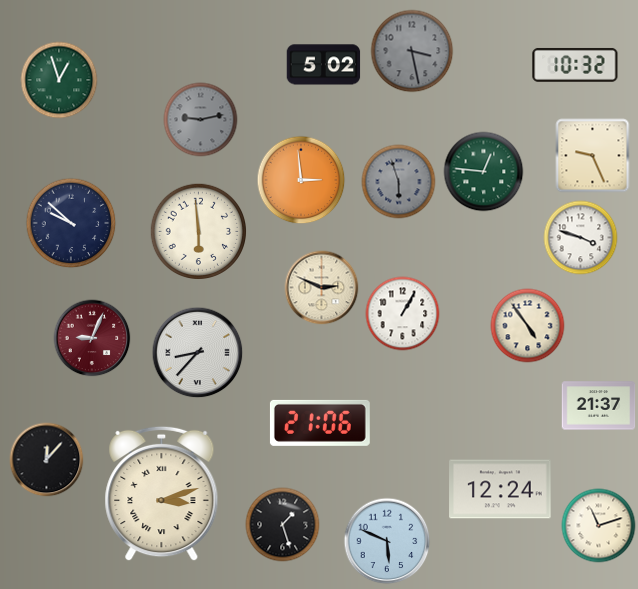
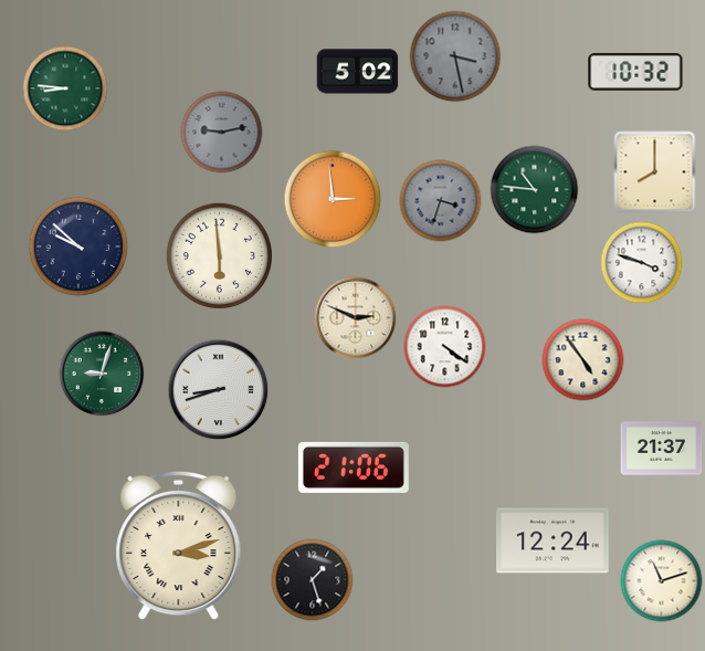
clock at (59, 80): 12:57 -> 8:46
clock at (593, 156): 9:26 -> 8:00
clock at (484, 172): 12:46 -> 10:46
clock at (399, 182): 5:57 -> 3:33
clock at (403, 314): 1:05 -> 4:21
clock at (92, 338): 9:04 -> 9:03
clock at (92, 338) dial: burgundy -> green
clock at (198, 353): 8:37 -> 8:42
clock at (47, 460): 12:07 -> none
clock at (387, 541): 5:49 -> none
